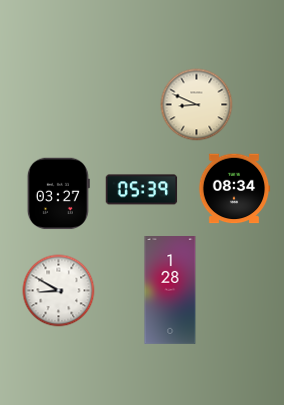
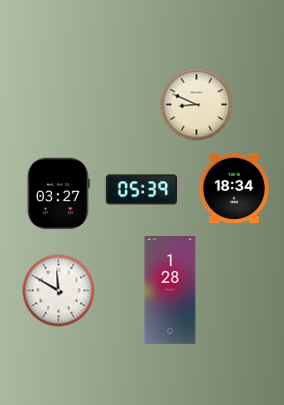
clock at (234, 189): 08:34 -> 18:34
clock at (59, 291): 8:50 -> 11:50
